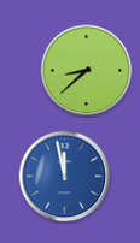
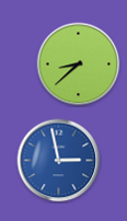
clock at (65, 177): 11:58 -> 2:58
